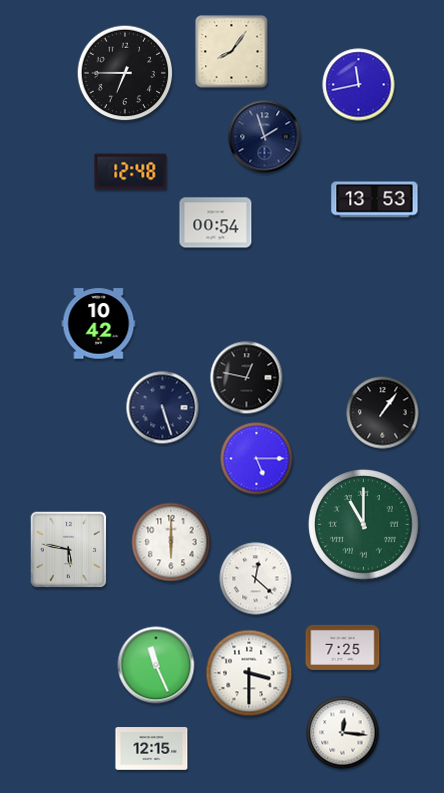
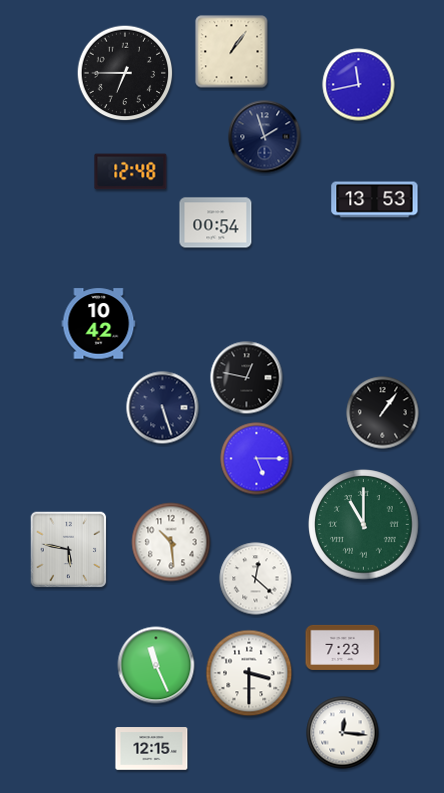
clock at (232, 52): 8:06 -> 1:06
clock at (171, 542): 6:00 -> 10:29
clock at (343, 647): 7:25 -> 7:23
